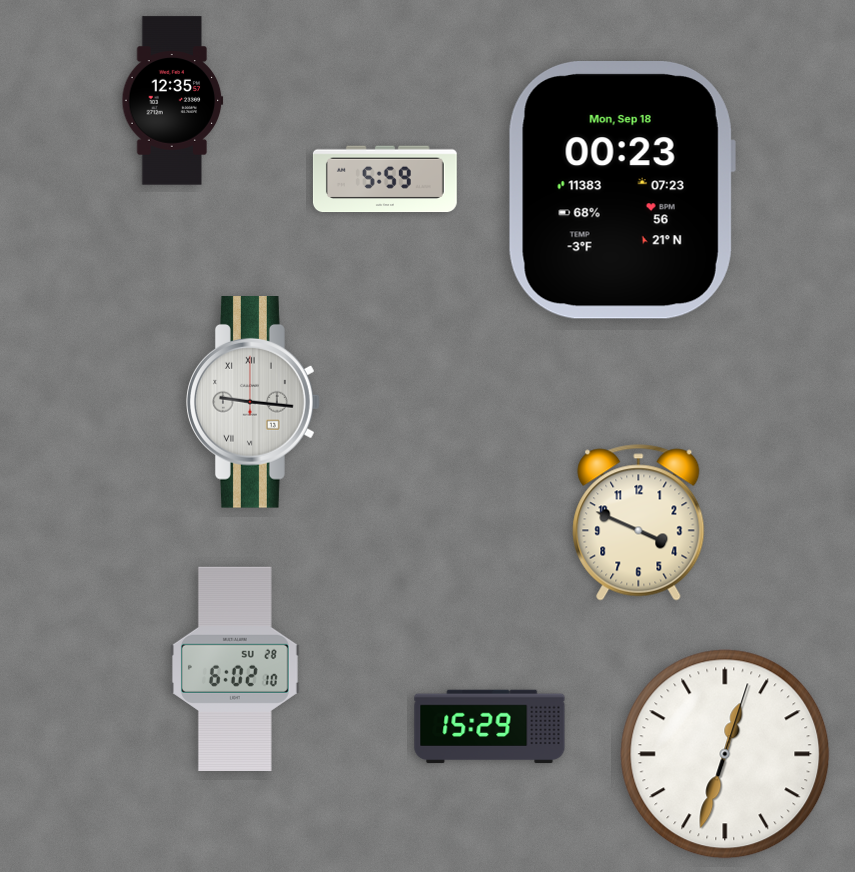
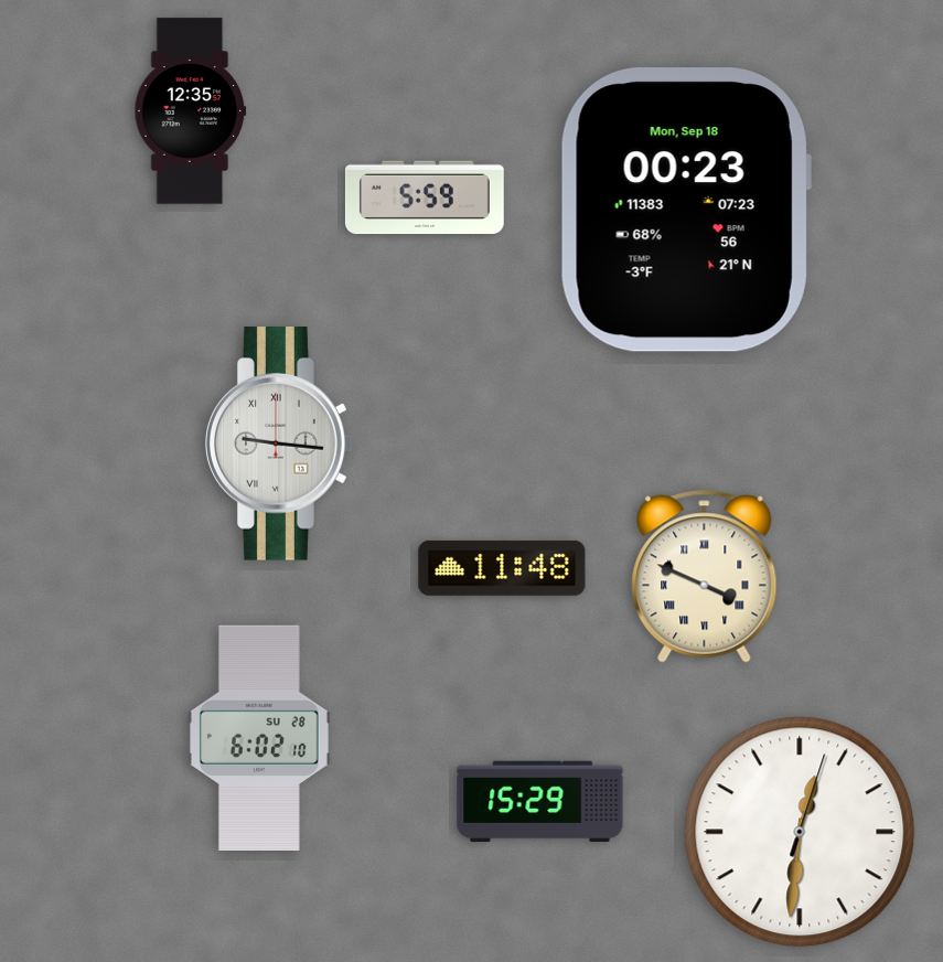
clock at (502, 568): none -> 11:48
clock at (639, 523) numerals: Arabic -> Roman
clock at (725, 754): 12:33 -> 12:31
